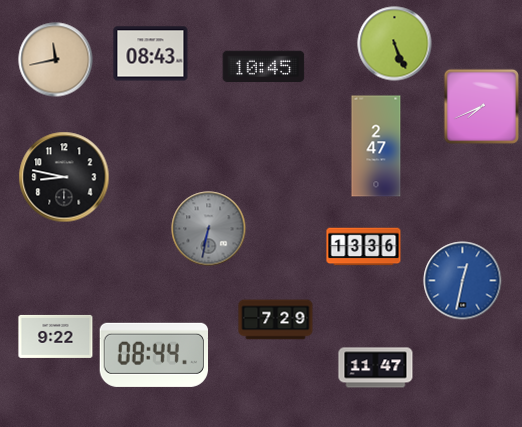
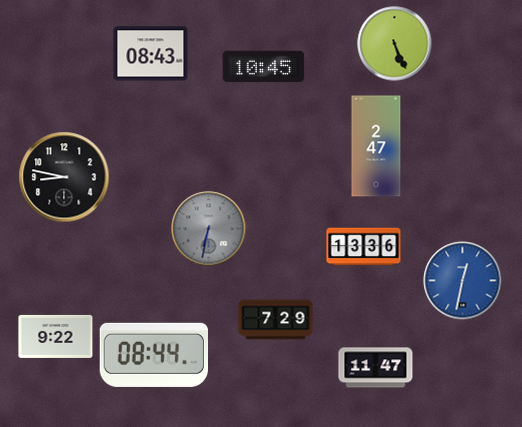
clock at (56, 60): 11:43 -> none
clock at (481, 106): 7:41 -> none
